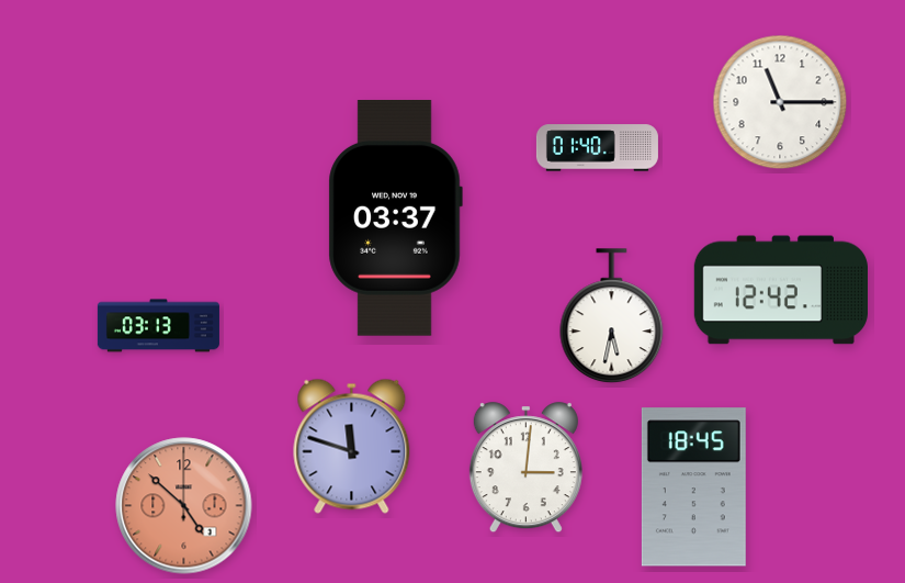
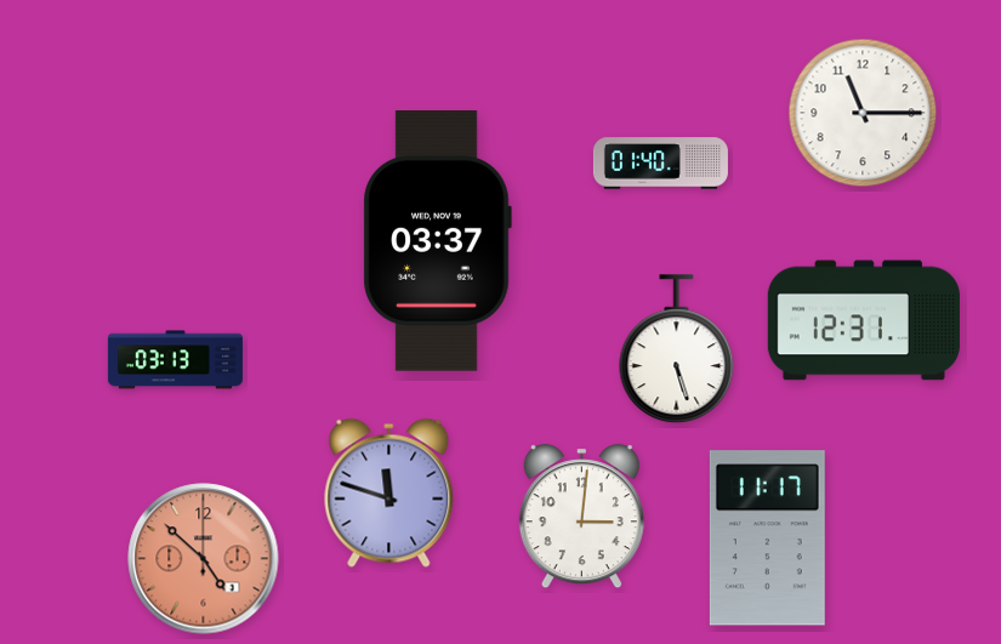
clock at (780, 290): 12:42 -> 12:31
clock at (612, 316): 5:32 -> 5:27
clock at (693, 487): 18:45 -> 11:17
